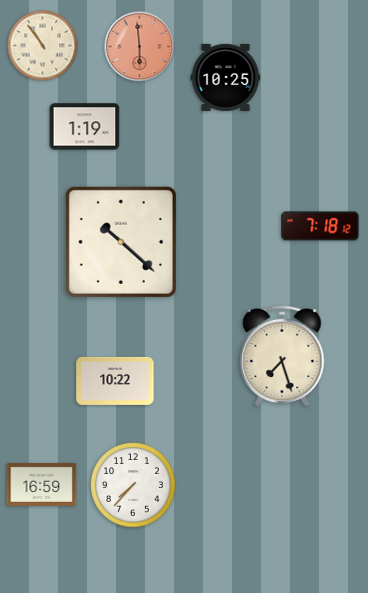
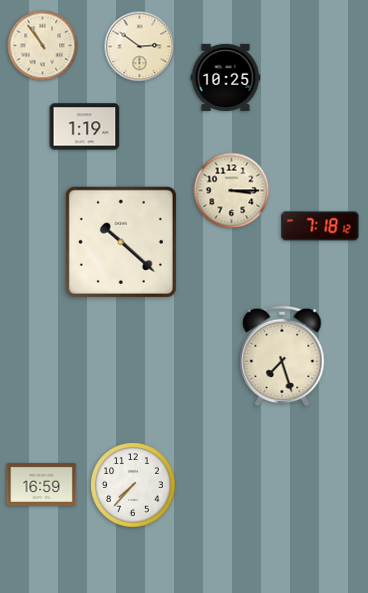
clock at (140, 47): 5:59 -> 2:51
clock at (140, 47) dial: salmon -> cream
clock at (232, 191): none -> 3:15
clock at (115, 381): 10:22 -> none
